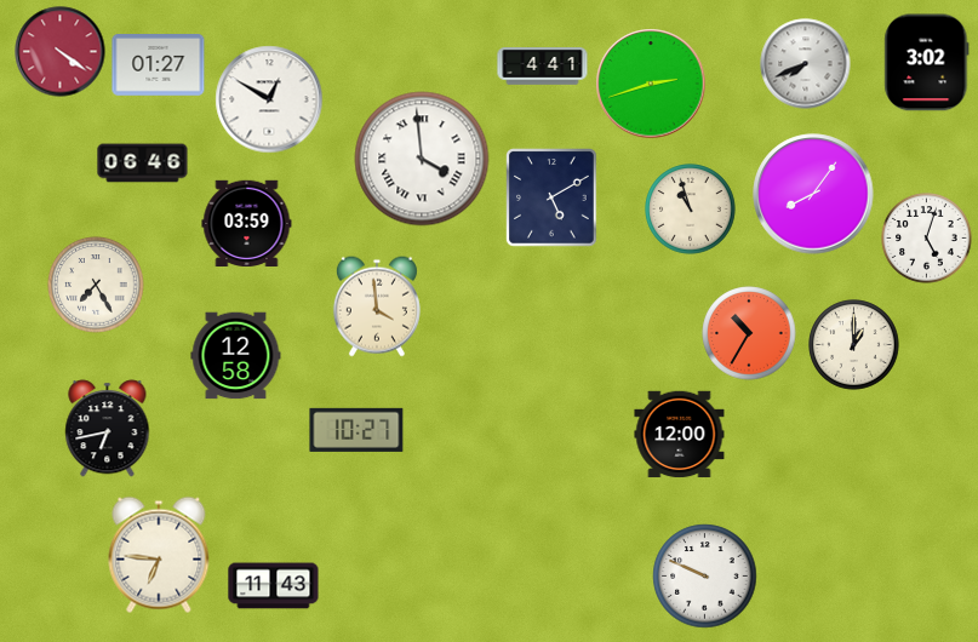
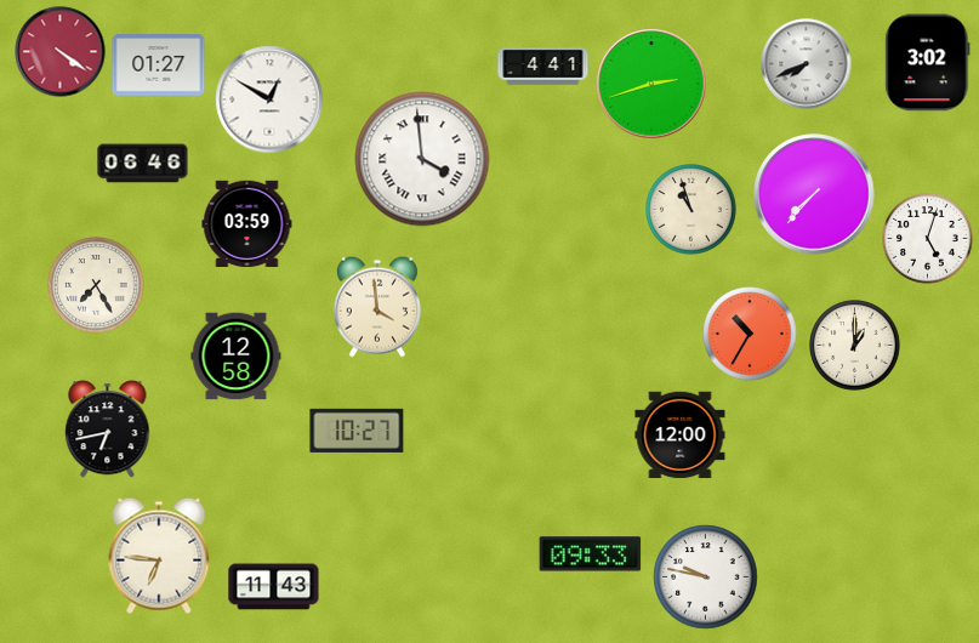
clock at (813, 194): 8:06 -> 7:37
clock at (553, 197): 5:10 -> none
clock at (591, 554): none -> 09:33
clock at (705, 577): 9:49 -> 9:47
